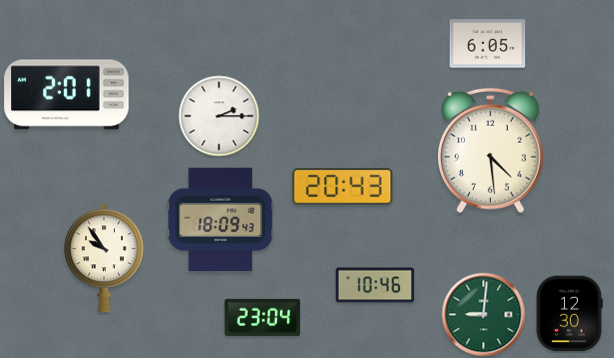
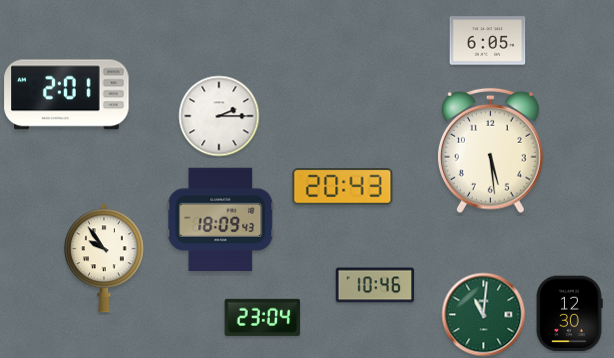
clock at (488, 44) position: (488, 44) -> (488, 41)
clock at (490, 151): 4:29 -> 5:29
clock at (484, 315): 9:01 -> 11:01
